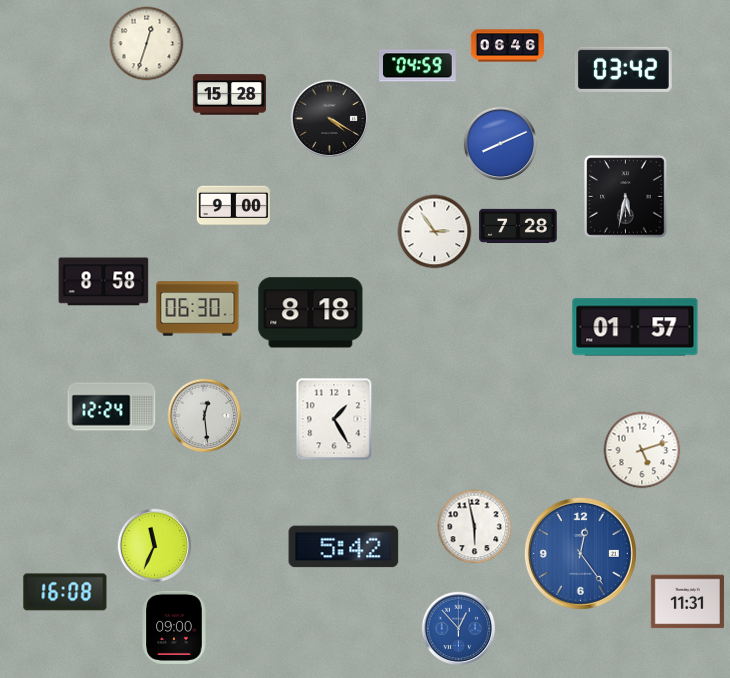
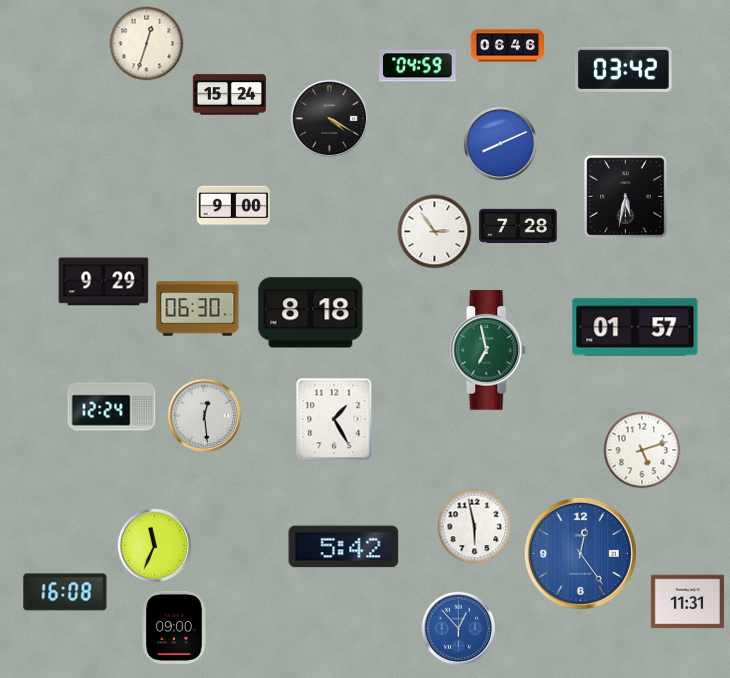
clock at (229, 95): 15:28 -> 15:24
clock at (104, 282): 8:58 -> 9:29
clock at (488, 350): none -> 6:58
